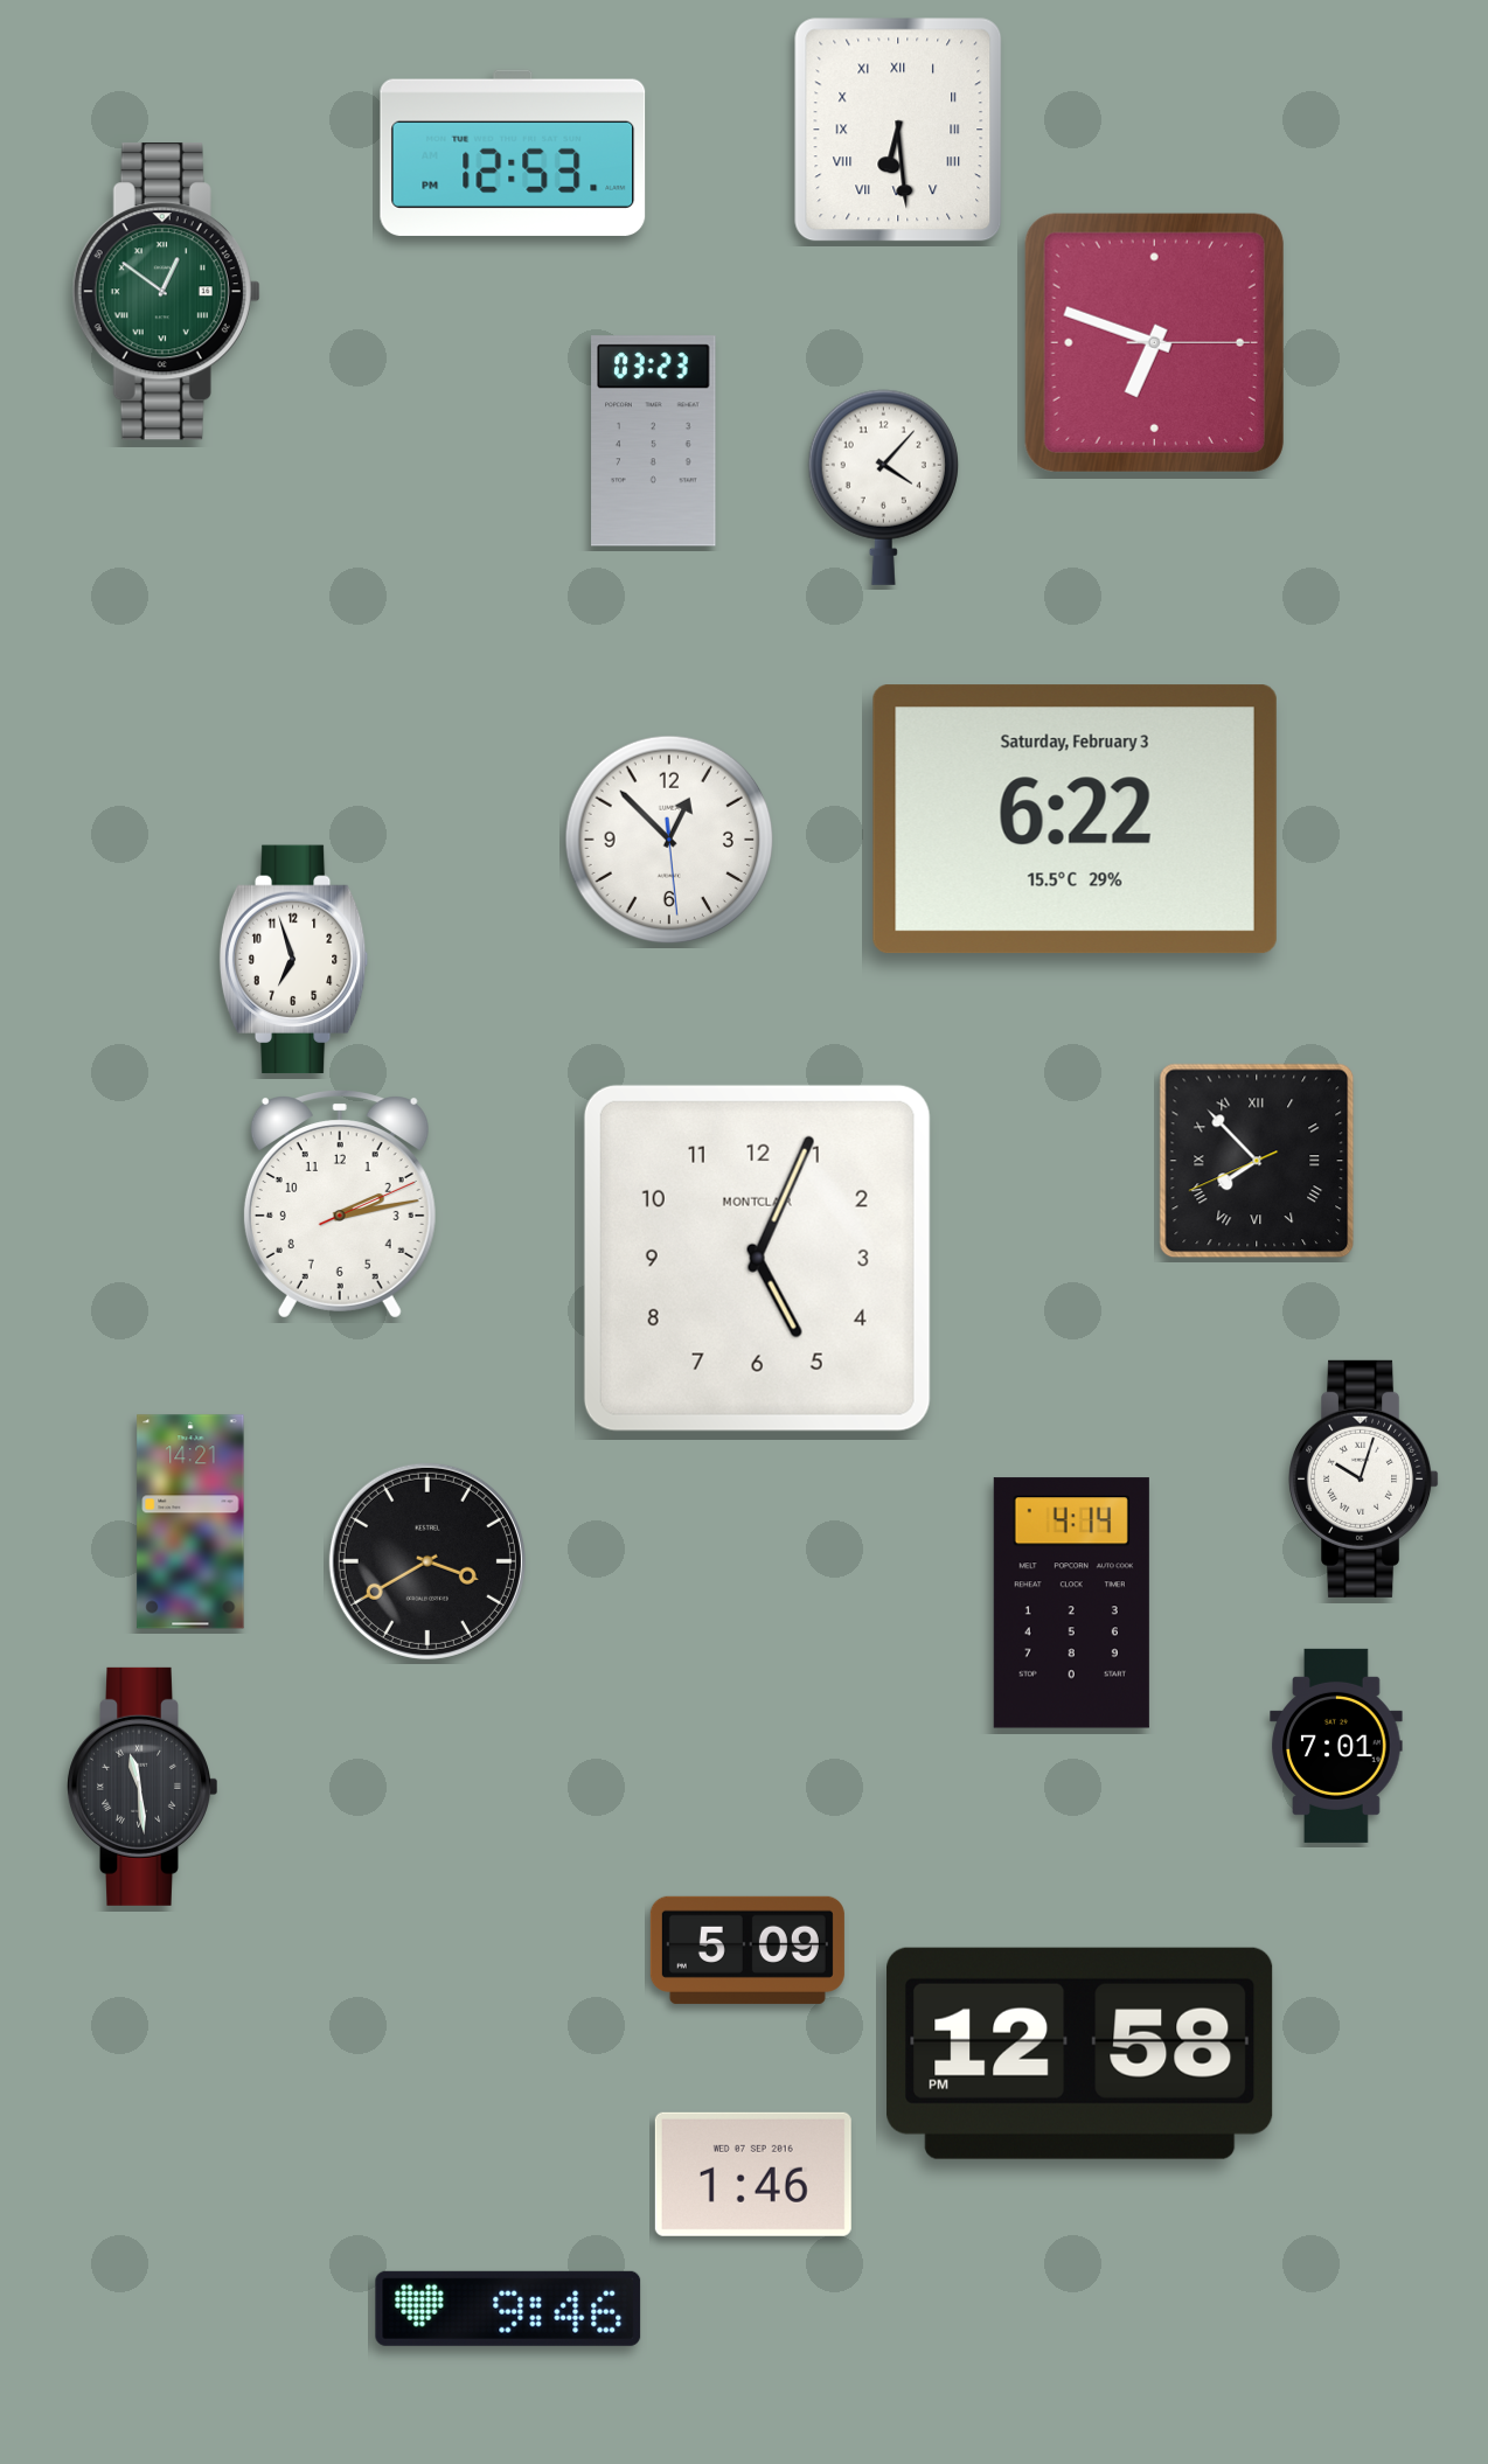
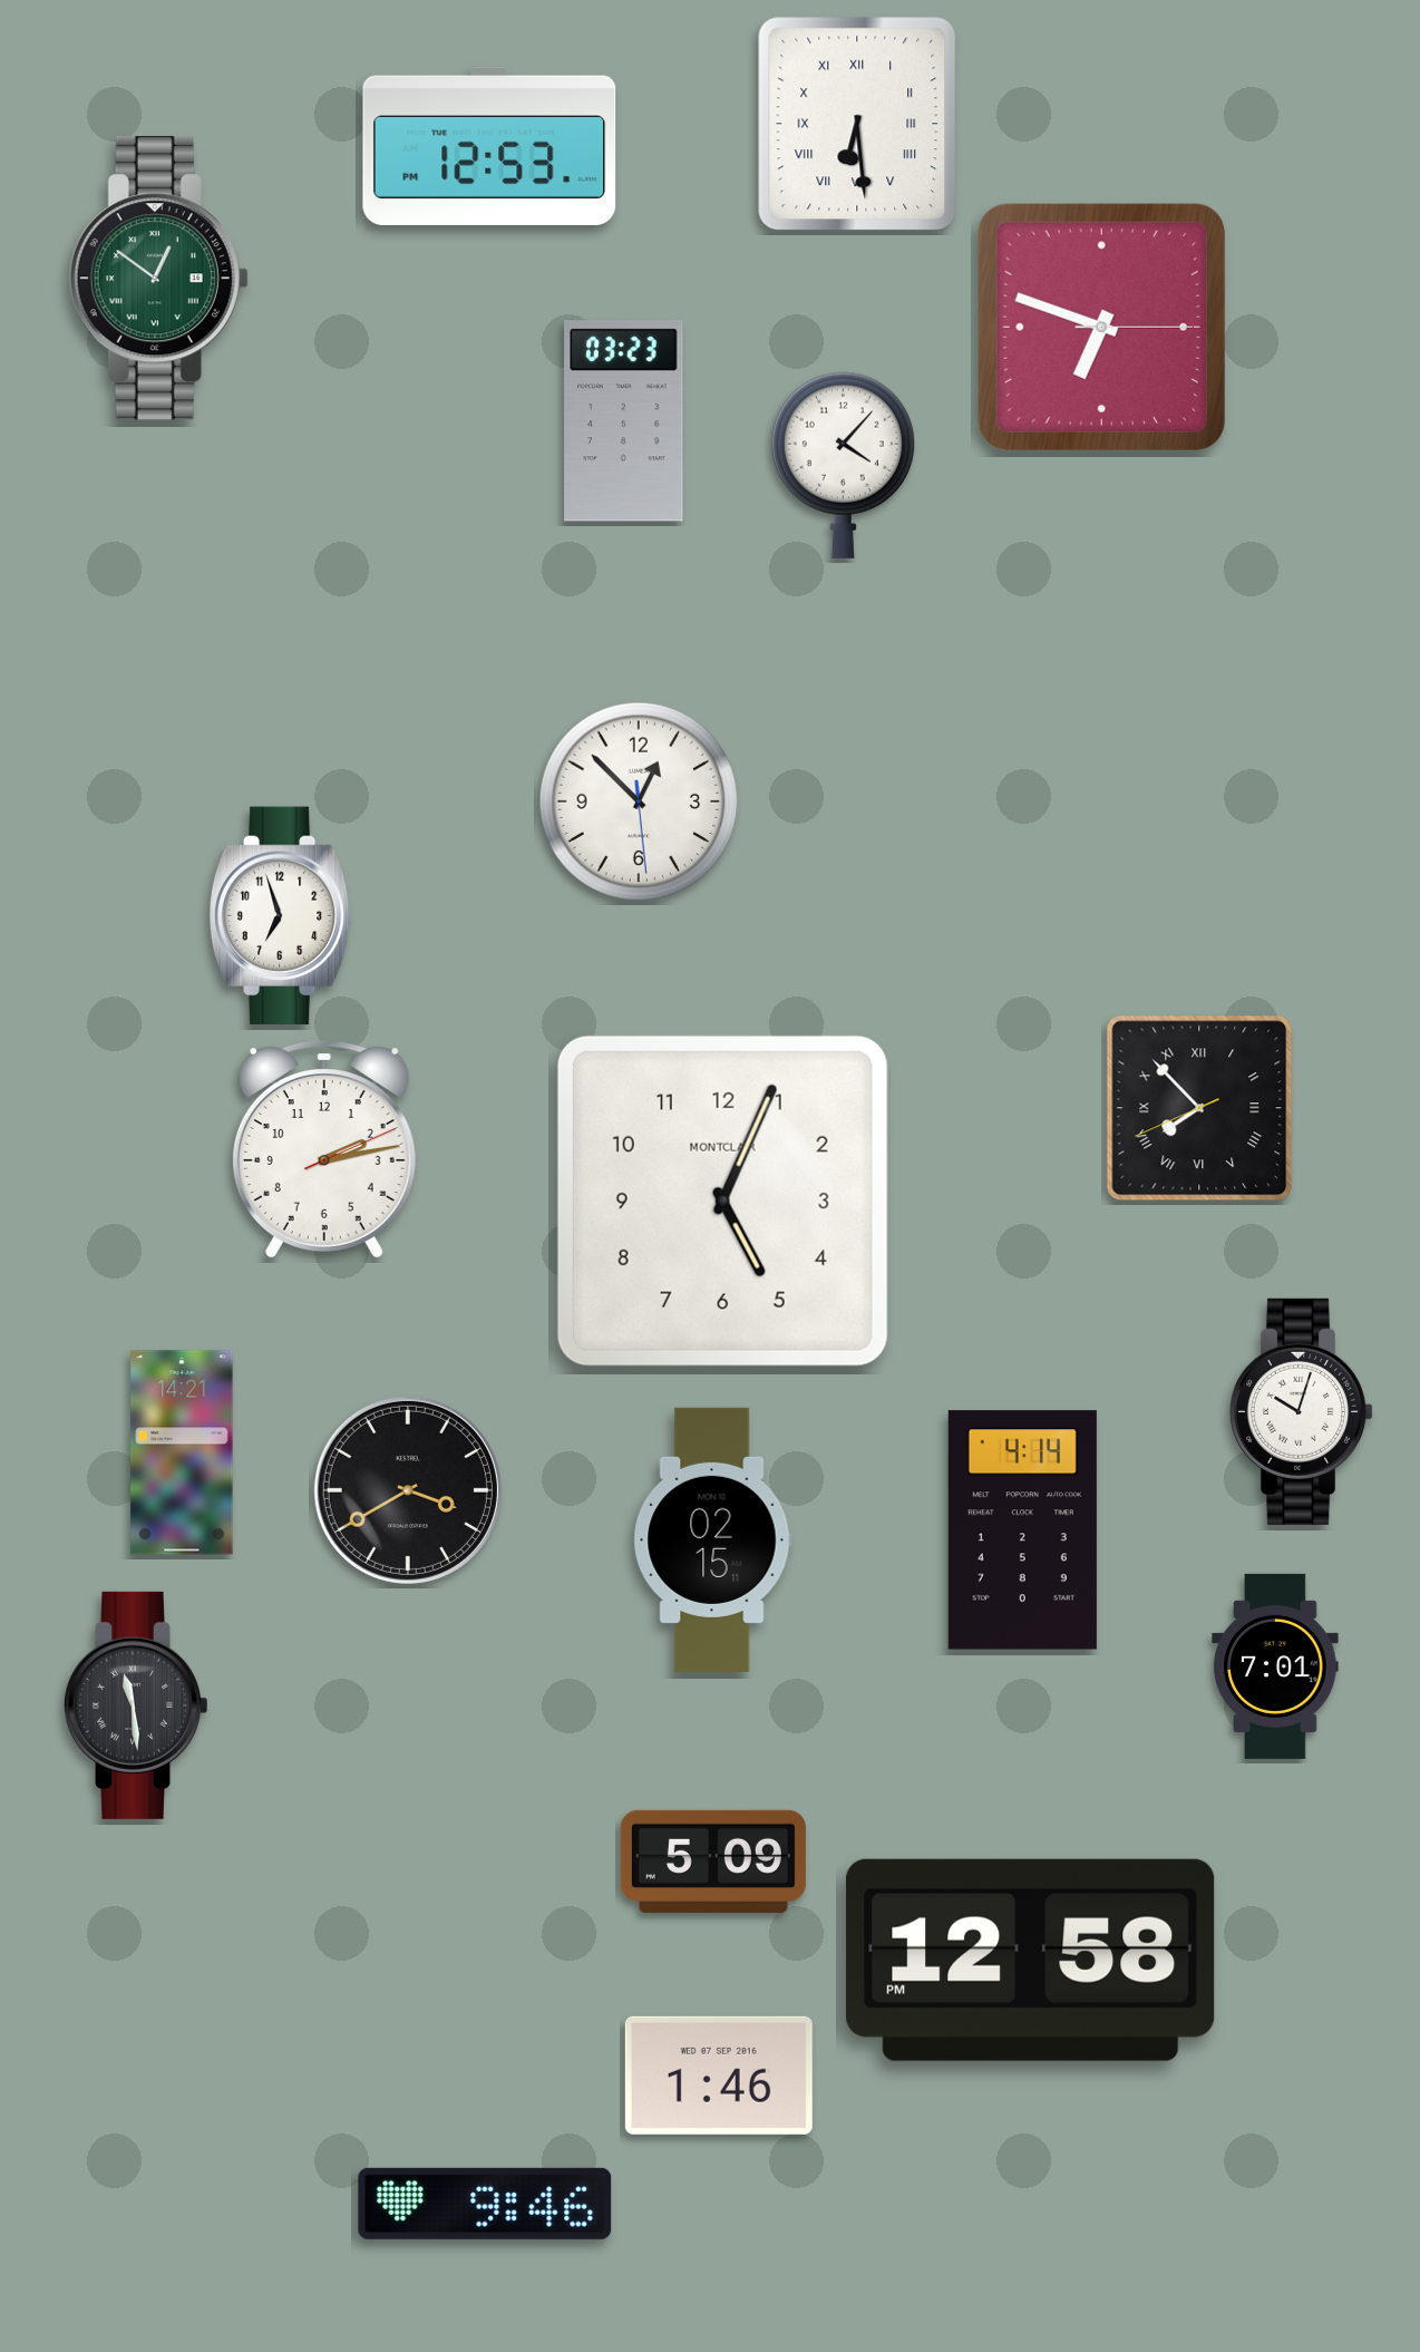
clock at (1075, 820): 6:22 -> none
clock at (712, 1539): none -> 02:15
